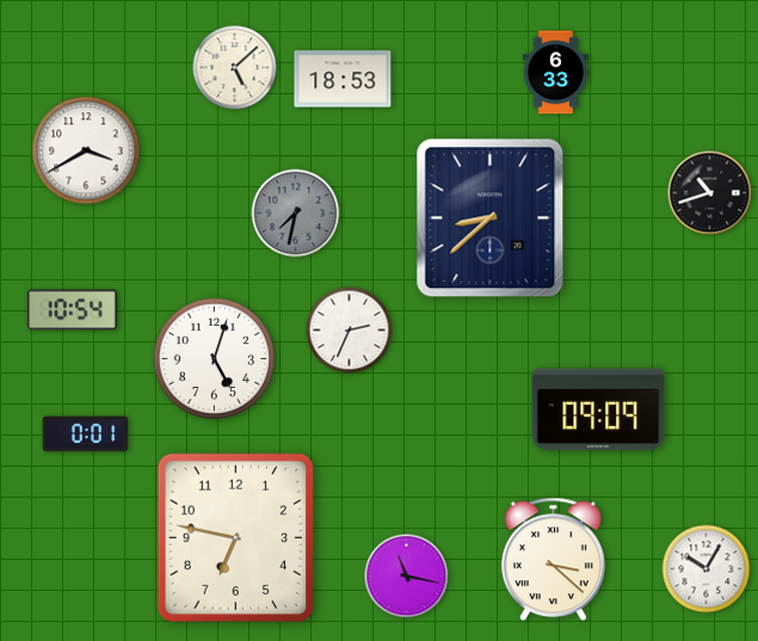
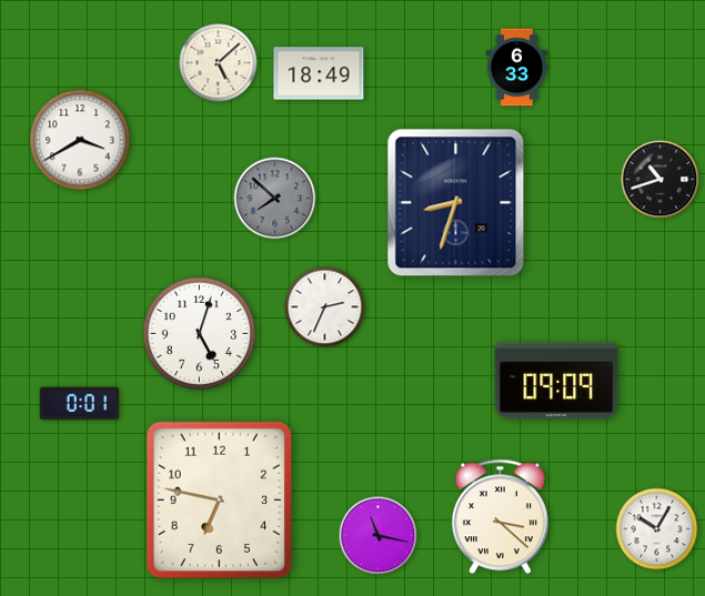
clock at (343, 79): 18:53 -> 18:49
clock at (296, 214): 7:32 -> 7:52
clock at (491, 218): 8:38 -> 8:33
clock at (72, 310): 10:54 -> none
clock at (553, 560) position: (553, 560) -> (500, 517)
